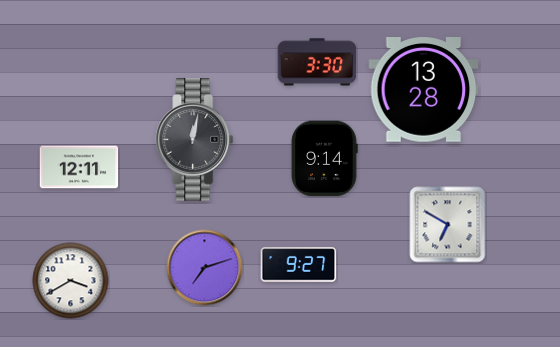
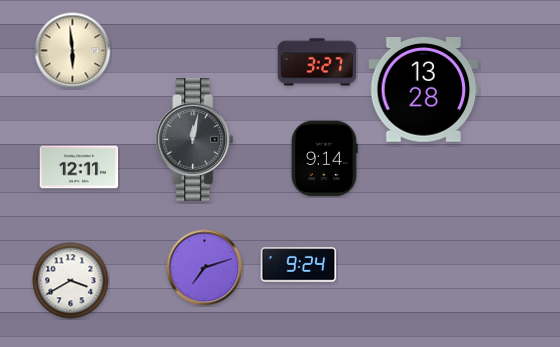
clock at (73, 51): none -> 5:59
clock at (317, 62): 3:30 -> 3:27
clock at (448, 225): 6:50 -> none
clock at (299, 265): 9:27 -> 9:24
